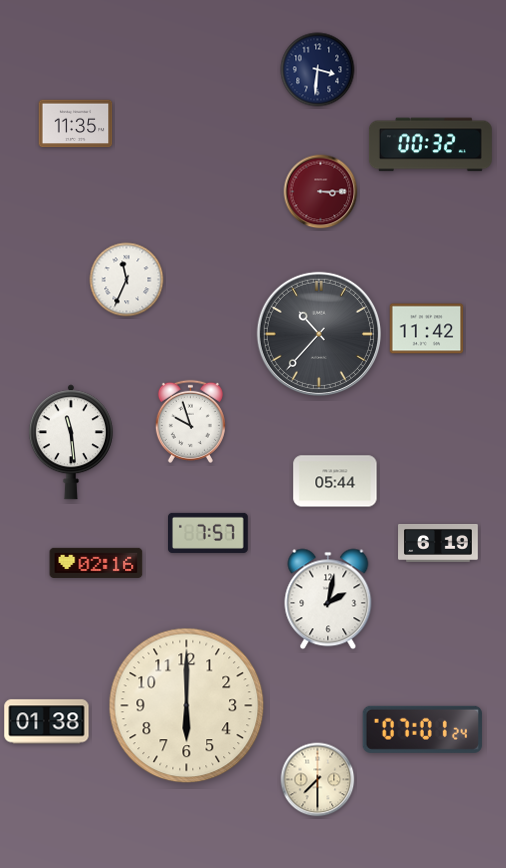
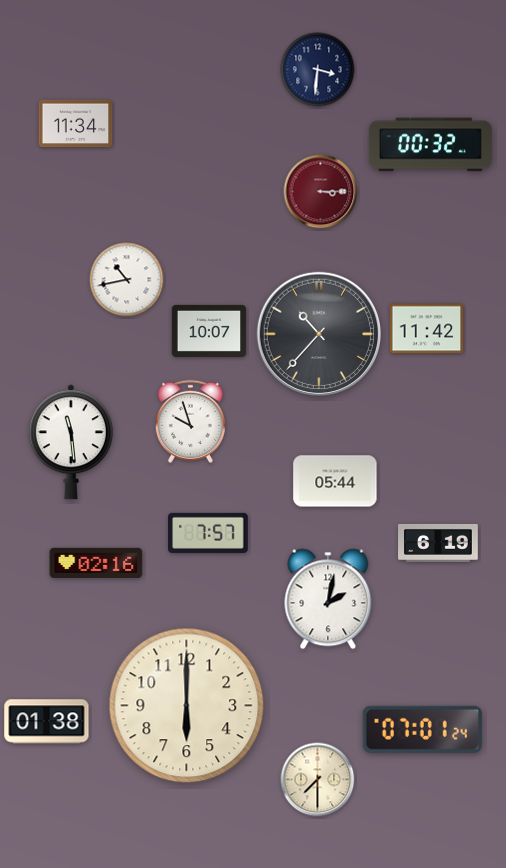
clock at (76, 124): 11:35 -> 11:34
clock at (127, 280): 11:34 -> 10:43
clock at (209, 331): none -> 10:07
